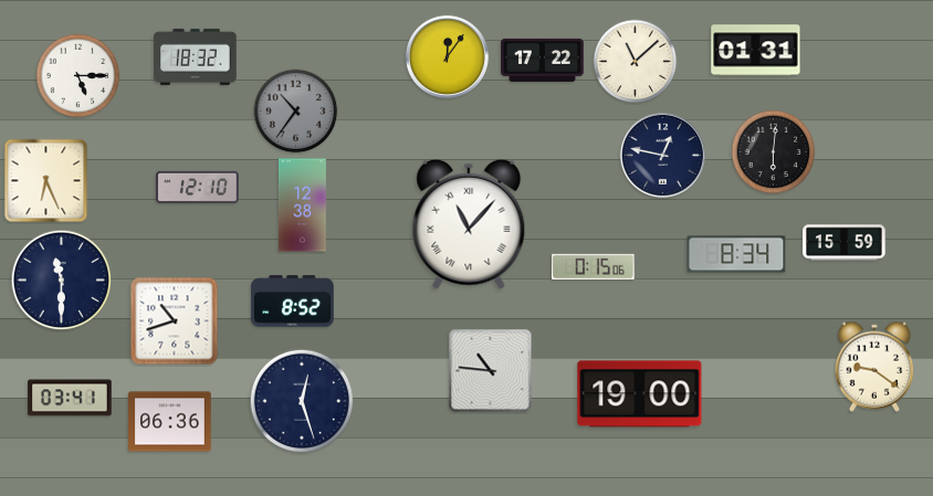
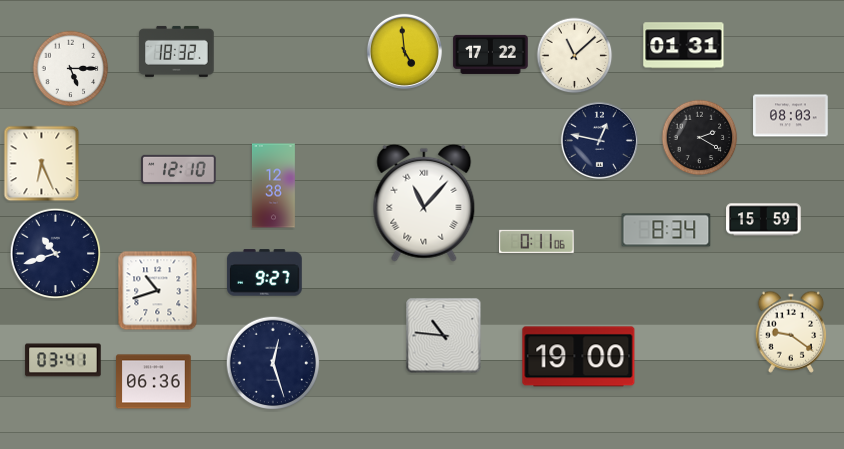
clock at (447, 56): 12:06 -> 4:59
clock at (296, 112): 10:36 -> none
clock at (791, 116): none -> 08:03
clock at (774, 152): 6:01 -> 2:20
clock at (594, 266): 0:15 -> 0:11
clock at (62, 281): 11:30 -> 10:42
clock at (293, 302): 8:52 -> 9:27
